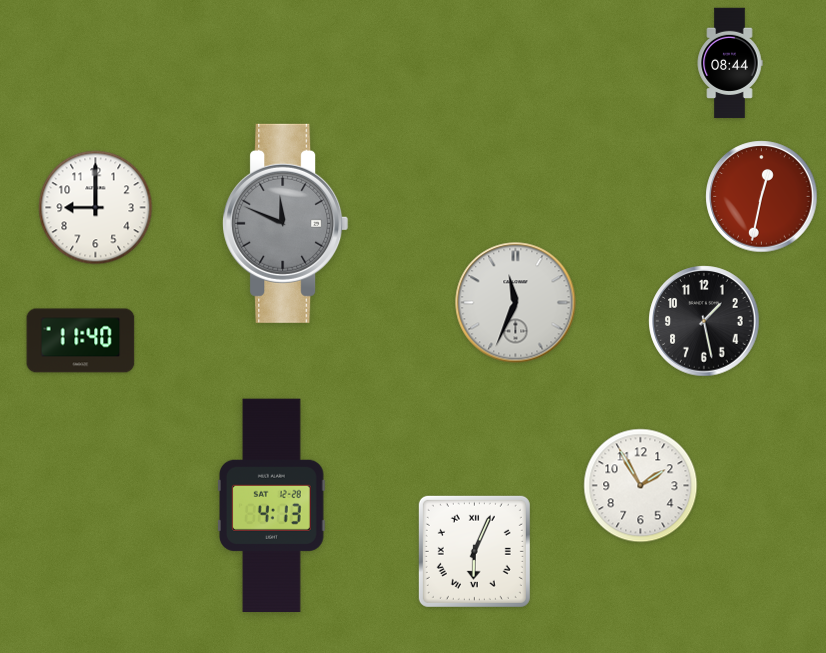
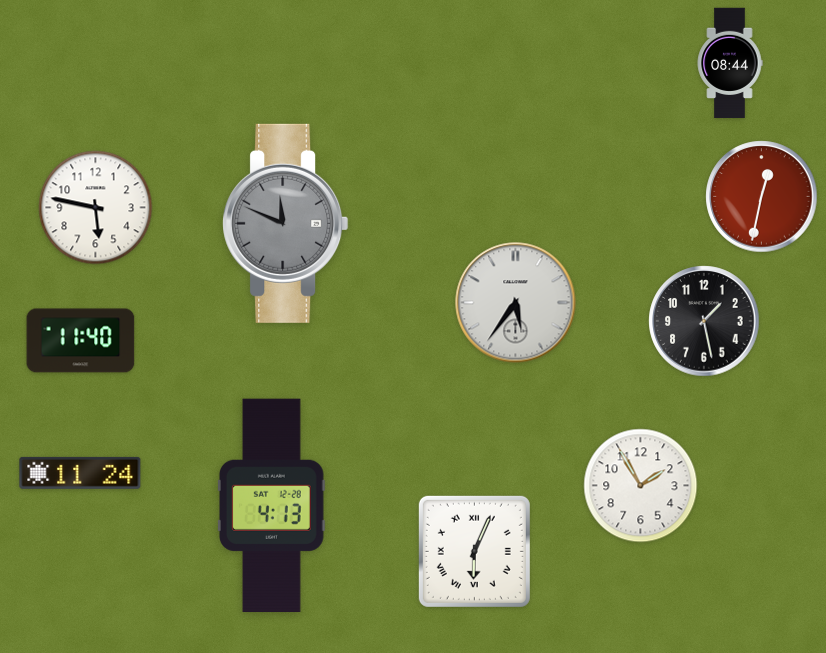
clock at (96, 208): 9:00 -> 5:47
clock at (516, 303): 11:34 -> 5:36
clock at (80, 473): none -> 11:24
